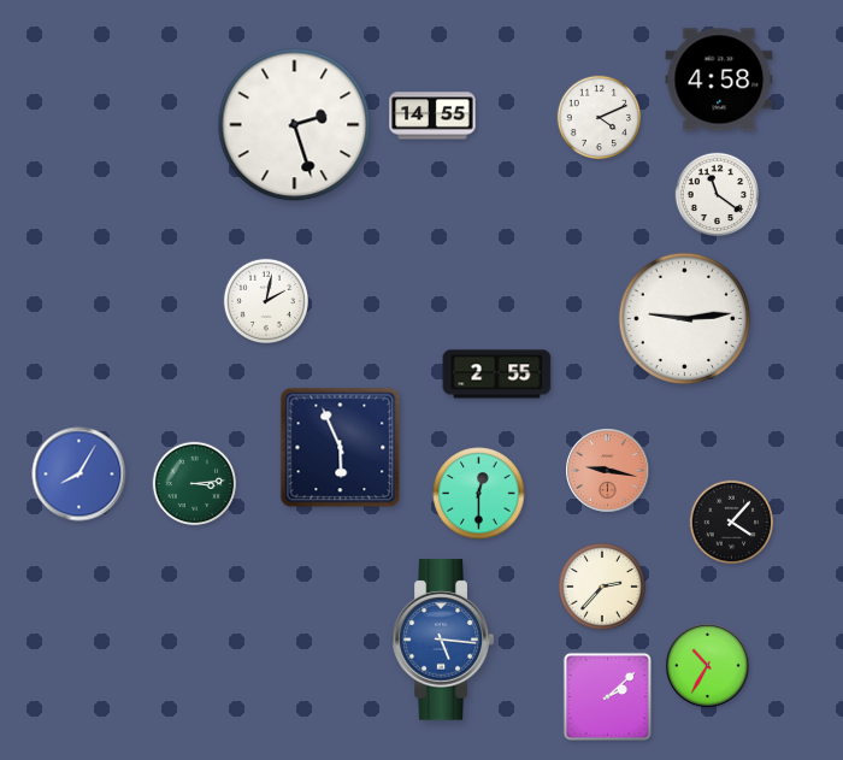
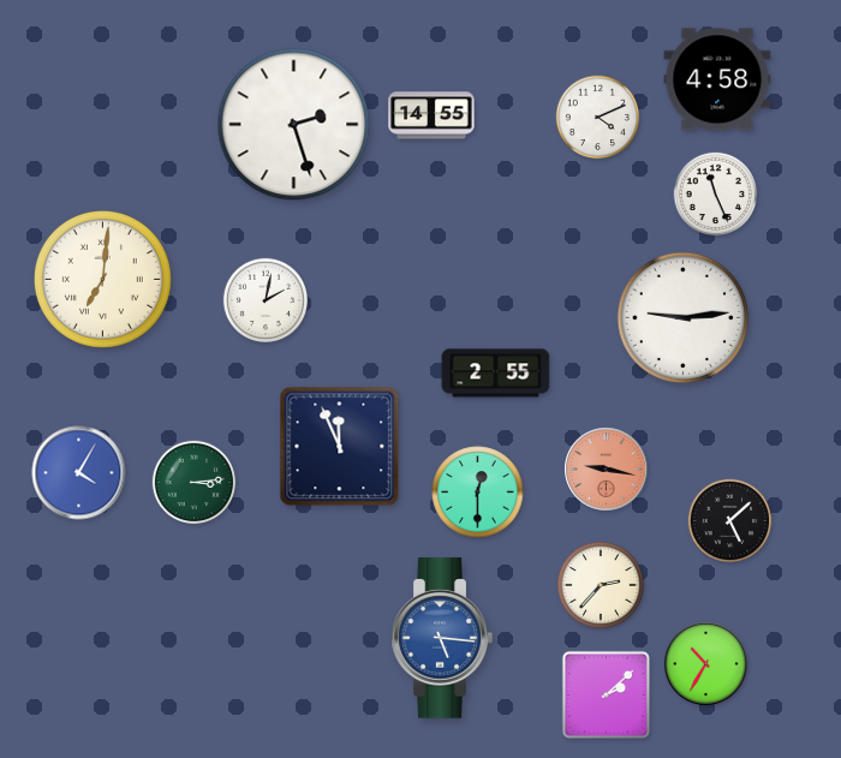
clock at (718, 195): 11:21 -> 11:26
clock at (102, 279): none -> 7:01
clock at (341, 448): 5:56 -> 11:56
clock at (79, 475): 8:05 -> 4:05
clock at (732, 523): 4:07 -> 5:08
